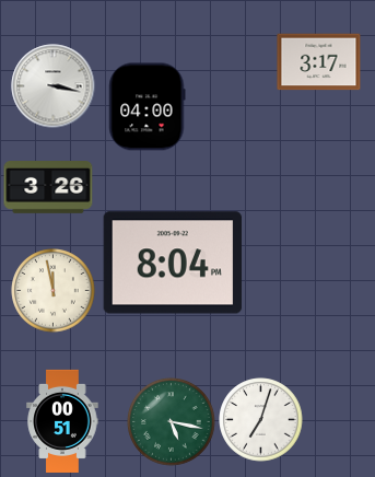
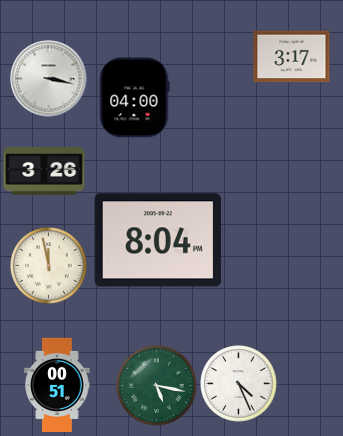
clock at (261, 420): 7:03 -> 4:26
